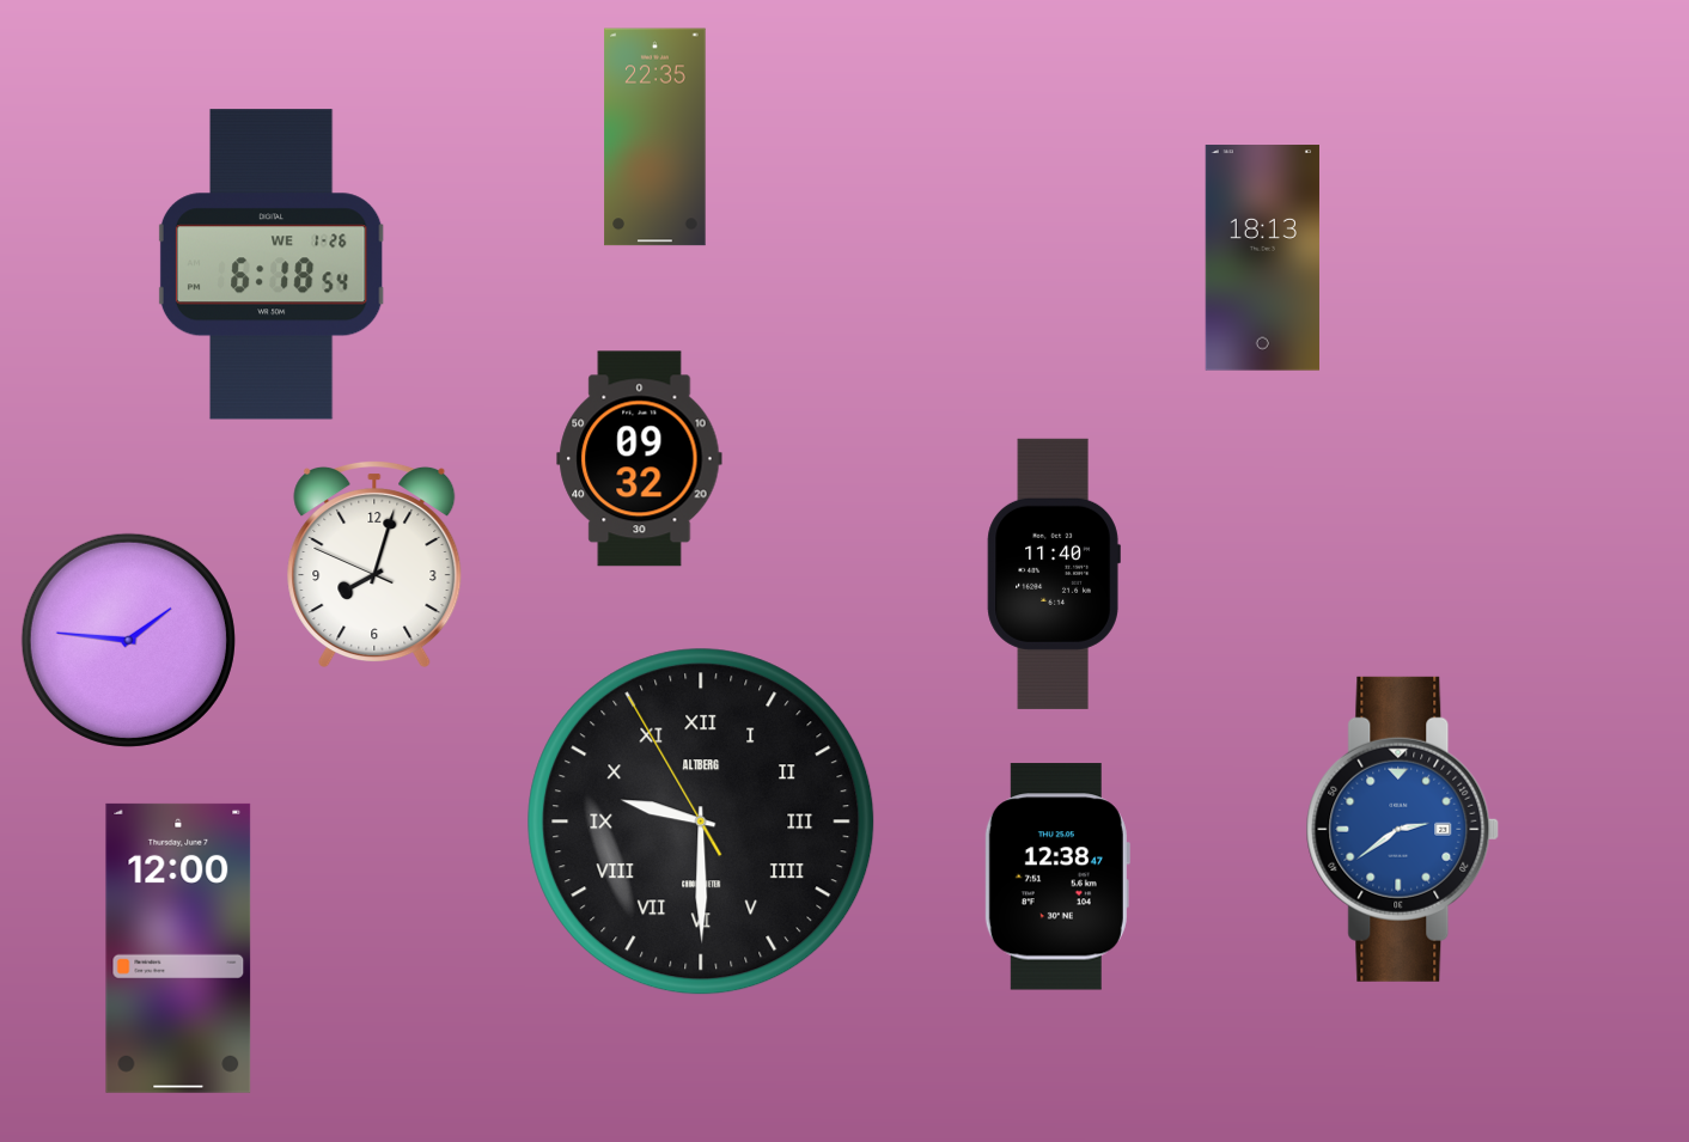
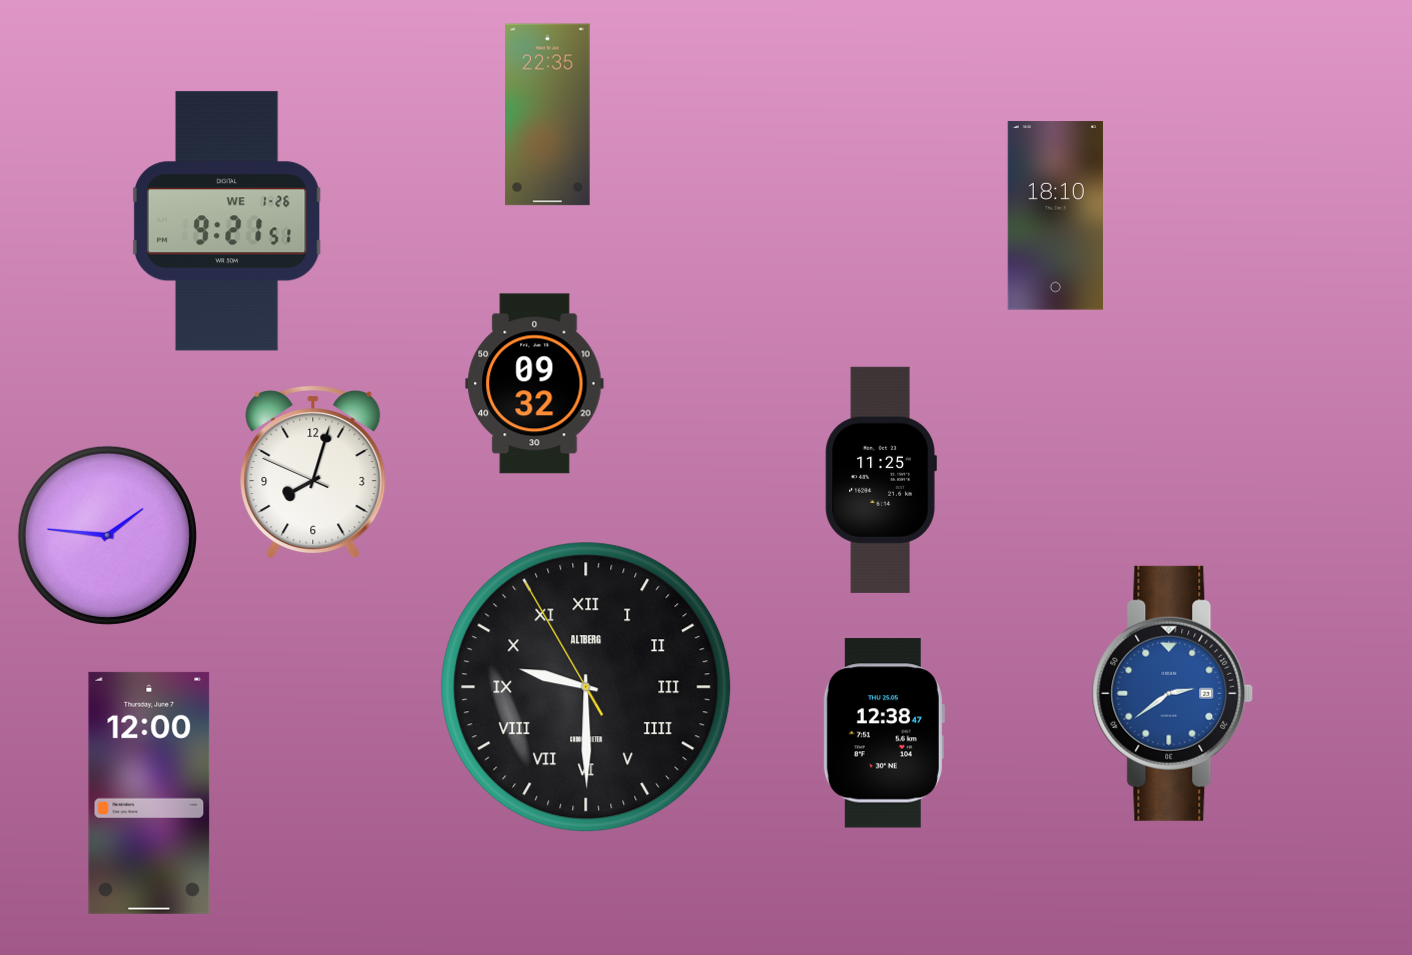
clock at (1262, 258): 18:13 -> 18:10
clock at (272, 264): 6:18 -> 9:21
clock at (1054, 574): 11:40 -> 11:25
